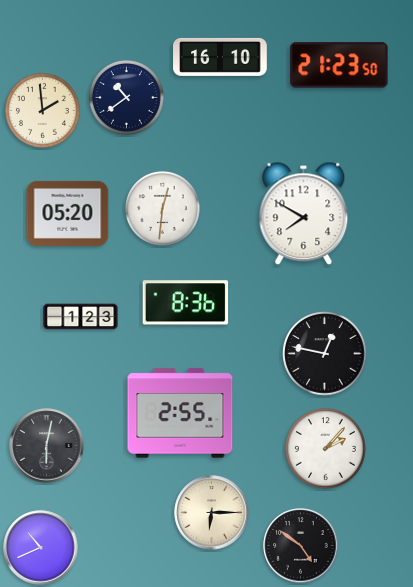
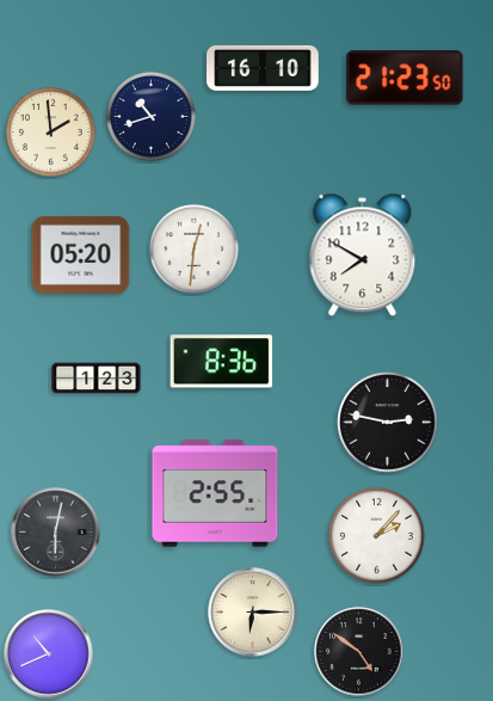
clock at (126, 97): 10:39 -> 10:42
clock at (325, 354): 12:47 -> 2:47
clock at (326, 449) position: (326, 449) -> (377, 536)
